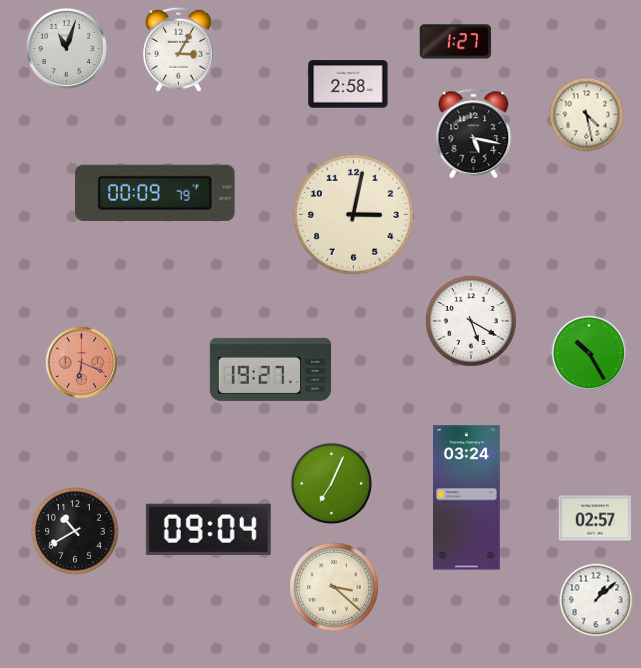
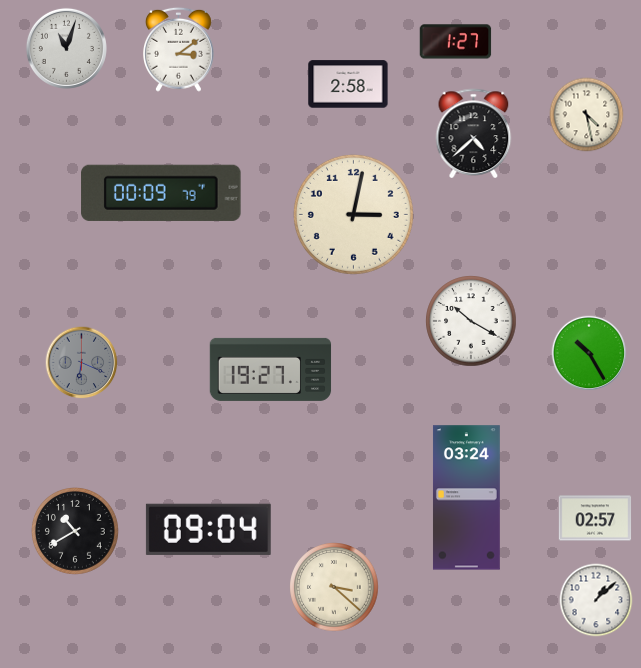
clock at (179, 49): 3:05 -> 3:09
clock at (474, 133): 5:17 -> 4:38
clock at (155, 193) position: (155, 193) -> (161, 193)
clock at (471, 321): 5:20 -> 10:20
clock at (82, 363) dial: salmon -> grey
clock at (332, 484): 7:04 -> none
